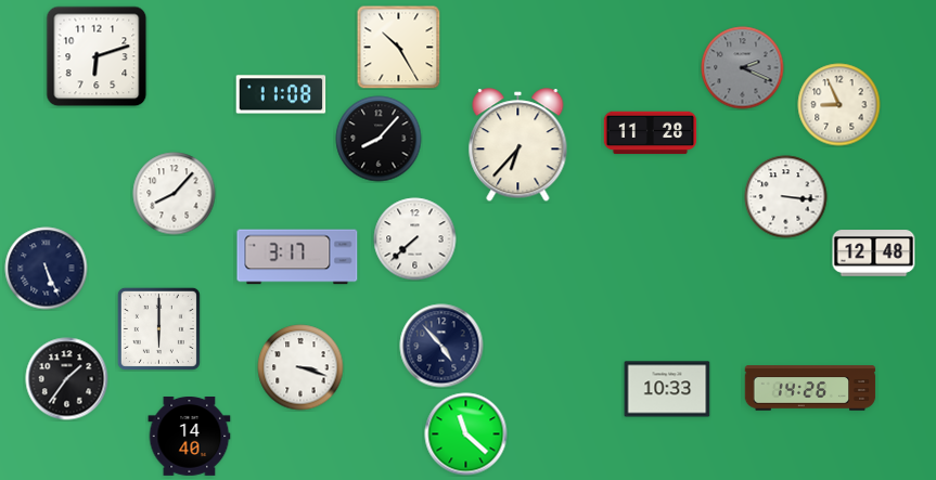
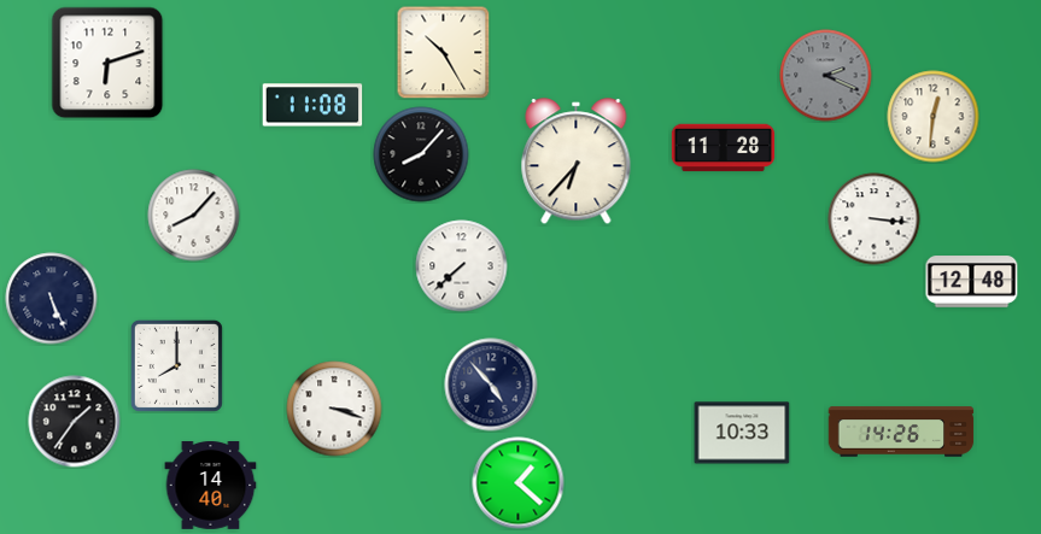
clock at (839, 105): 8:56 -> 12:31
clock at (297, 257): 3:17 -> none
clock at (158, 328): 6:00 -> 8:00
clock at (466, 434): 11:22 -> 1:22
